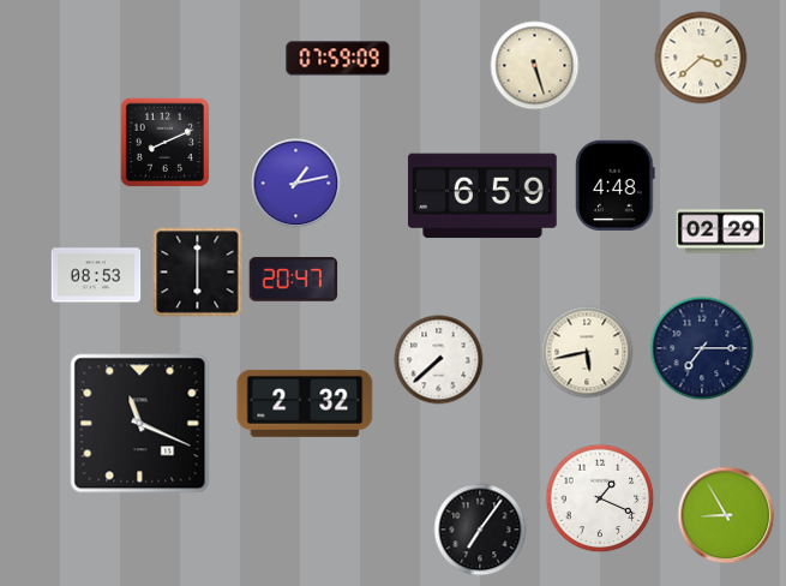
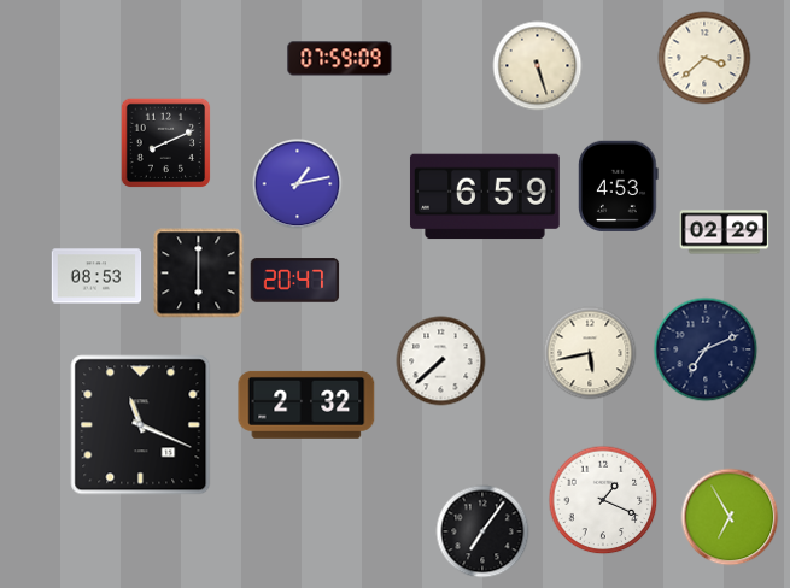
clock at (616, 185): 4:48 -> 4:53
clock at (702, 348): 7:15 -> 7:11
clock at (726, 515): 8:55 -> 6:55
